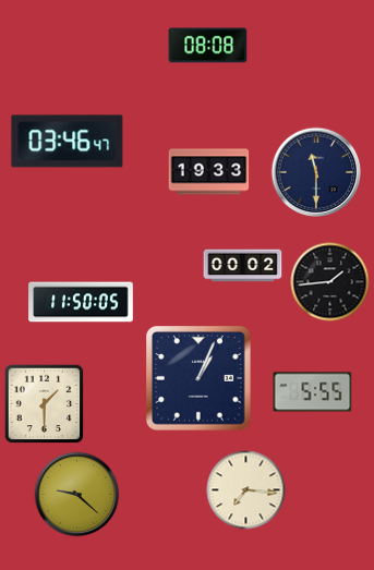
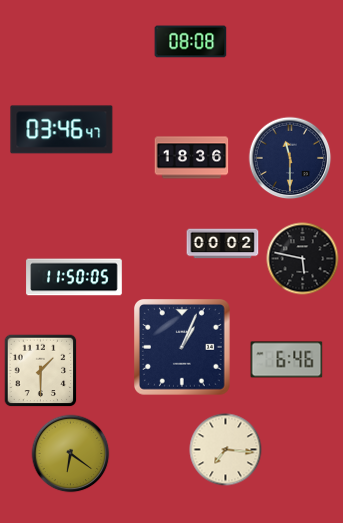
clock at (209, 172): 19:33 -> 18:36
clock at (330, 282): 1:44 -> 5:47
clock at (313, 392): 5:55 -> 6:46
clock at (77, 495): 9:22 -> 6:21
